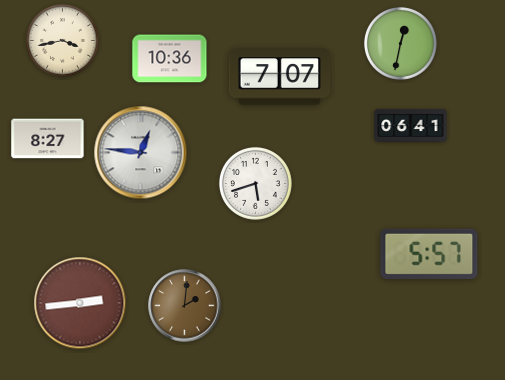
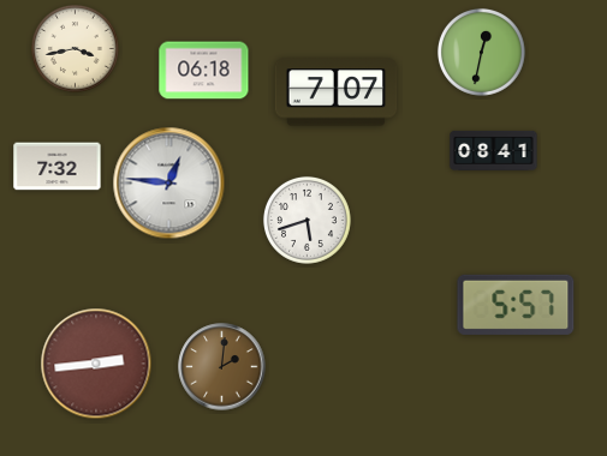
clock at (170, 59): 10:36 -> 06:18
clock at (411, 125): 06:41 -> 08:41
clock at (48, 139): 8:27 -> 7:32
